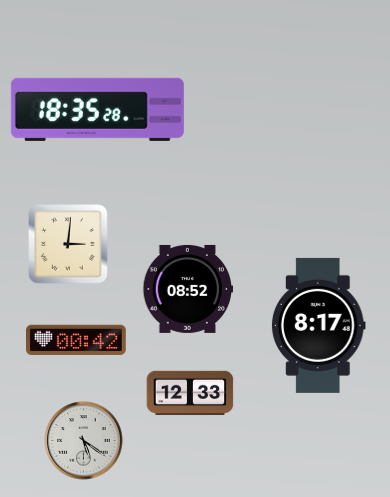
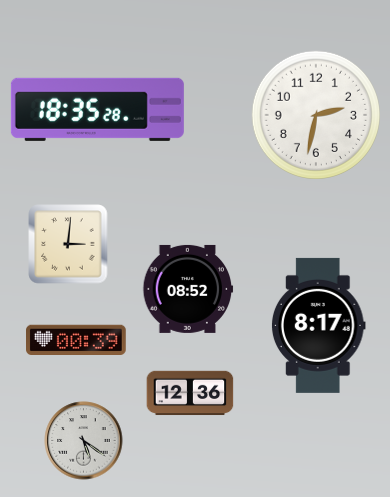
clock at (315, 114): none -> 2:32
clock at (77, 339): 00:42 -> 00:39
clock at (190, 393): 12:33 -> 12:36
